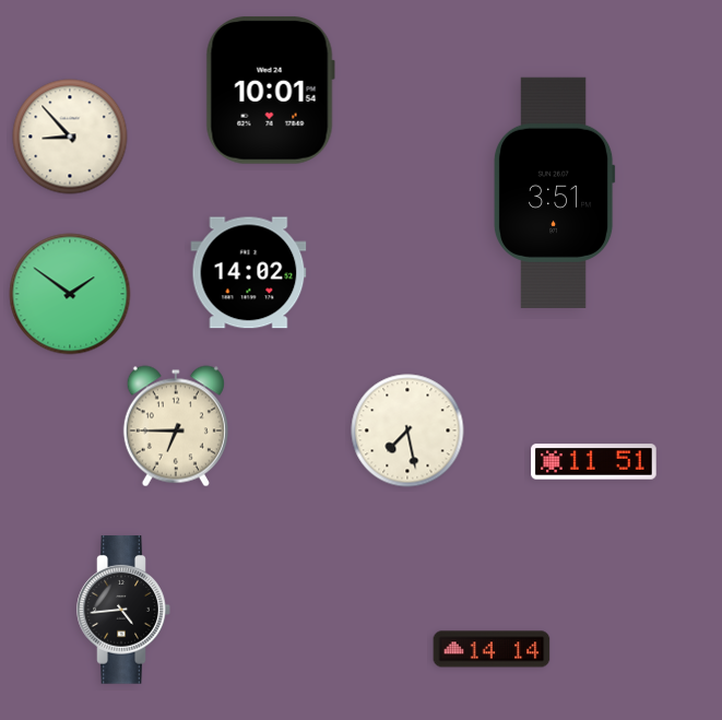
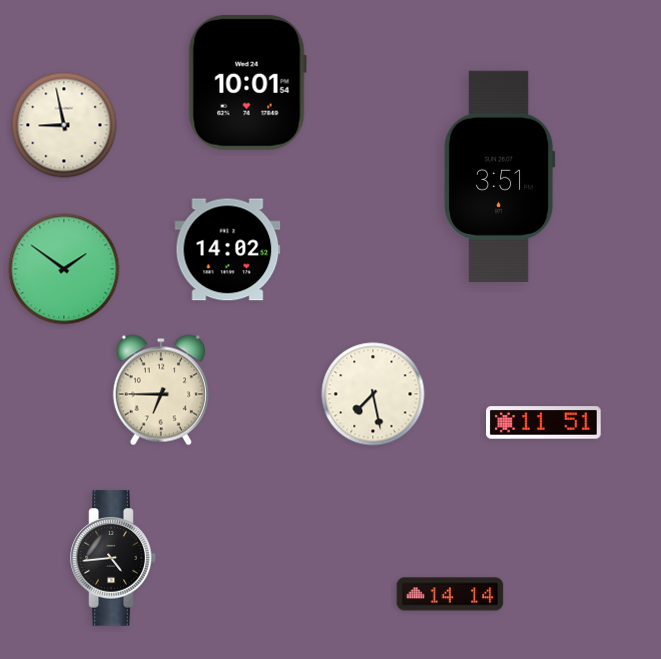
clock at (70, 137): 8:53 -> 8:58
clock at (554, 192) position: (554, 192) -> (499, 176)
